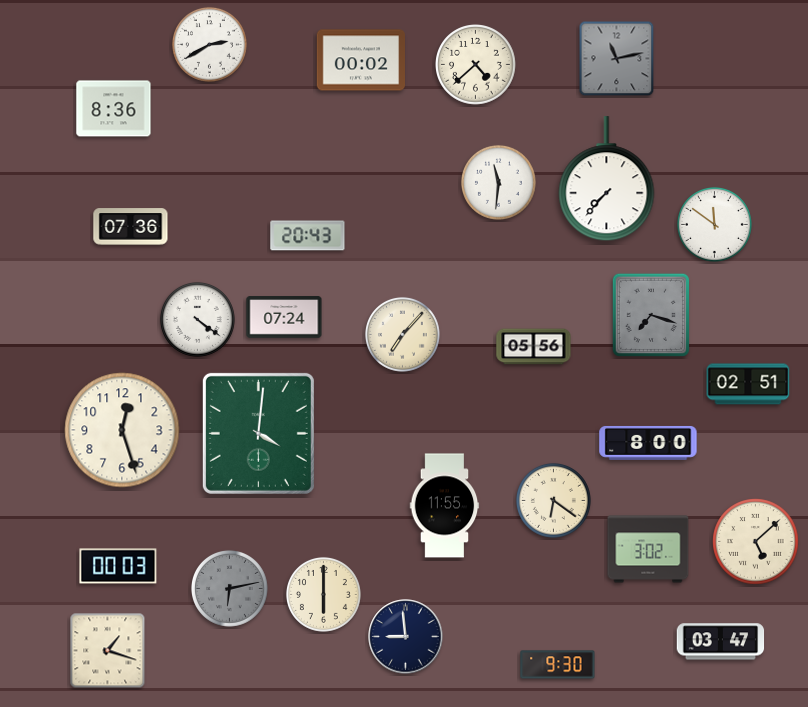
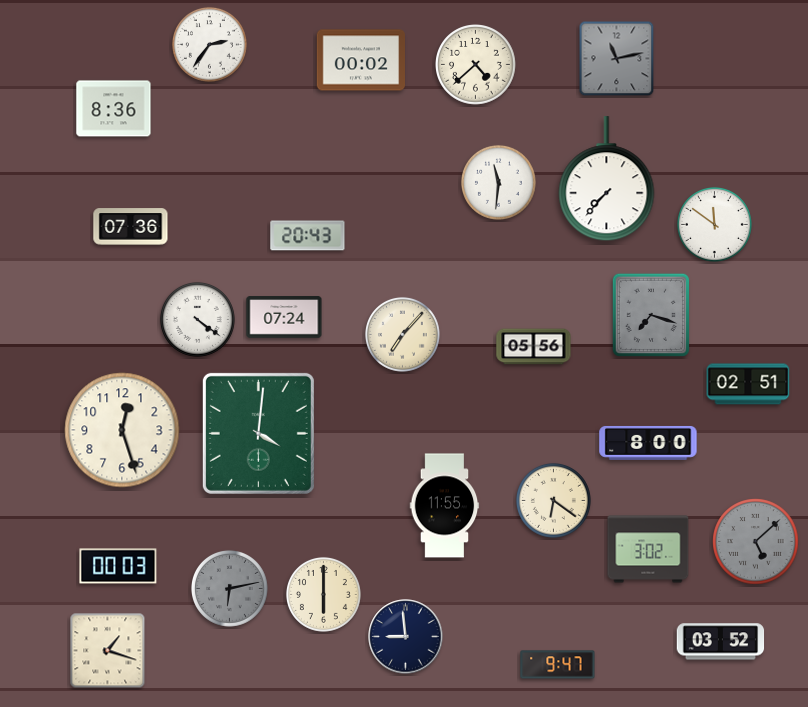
clock at (209, 44): 2:40 -> 2:36
clock at (756, 542) dial: cream -> grey
clock at (721, 642): 03:47 -> 03:52
clock at (558, 665): 9:30 -> 9:47
